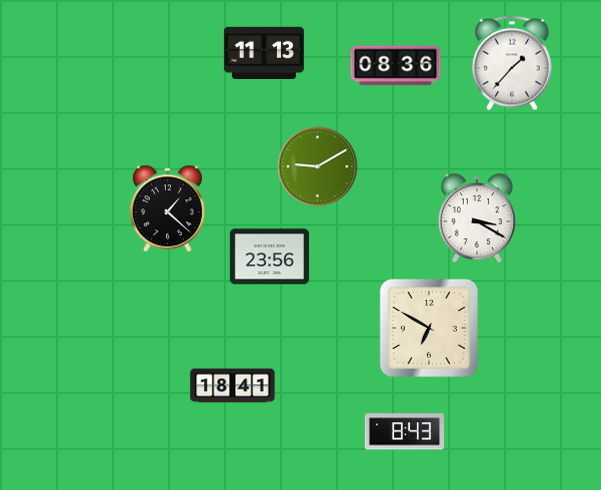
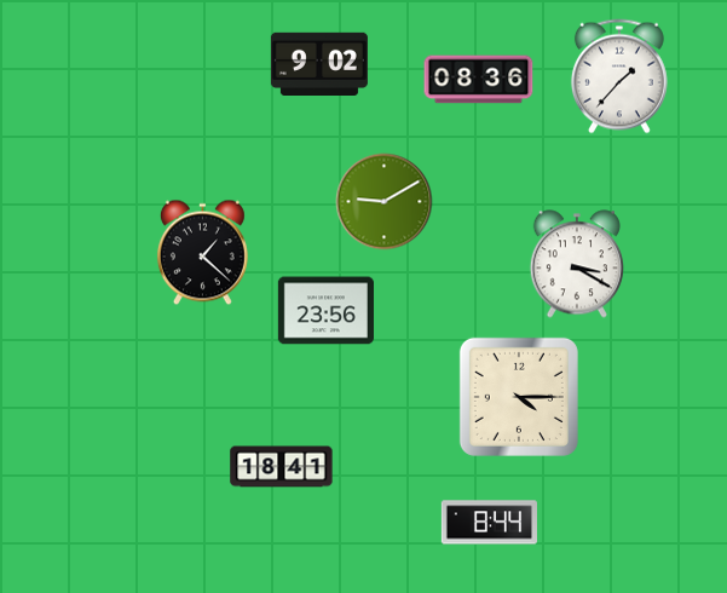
clock at (264, 52): 11:13 -> 9:02
clock at (429, 328): 6:50 -> 4:15
clock at (404, 432): 8:43 -> 8:44
